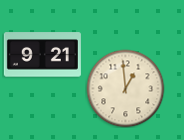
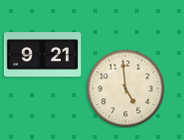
clock at (125, 88): 12:59 -> 4:59
